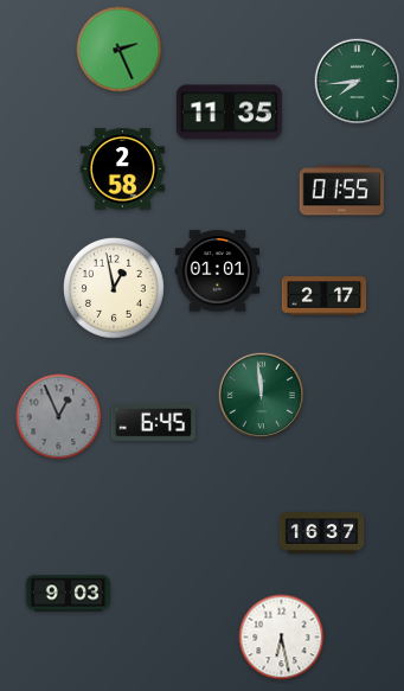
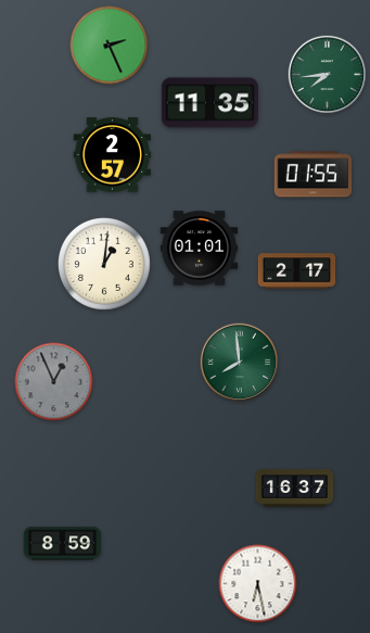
clock at (123, 169): 2:58 -> 2:57
clock at (114, 288): 12:58 -> 1:01
clock at (262, 396): 11:59 -> 7:59
clock at (153, 422): 6:45 -> none
clock at (69, 594): 9:03 -> 8:59
